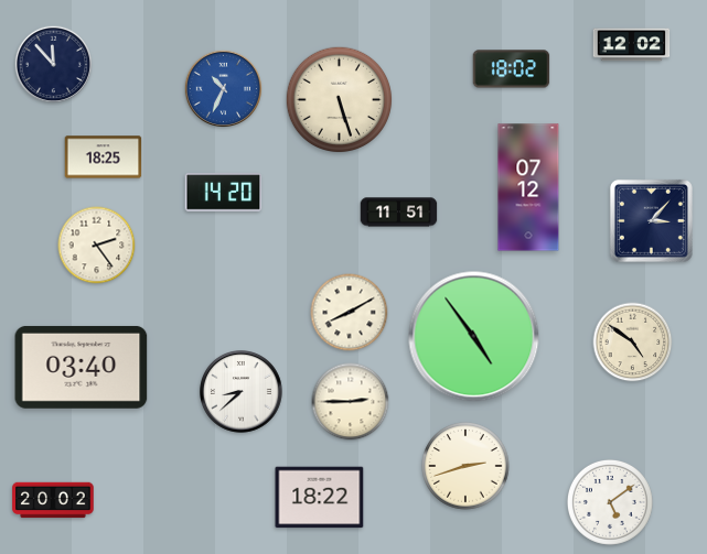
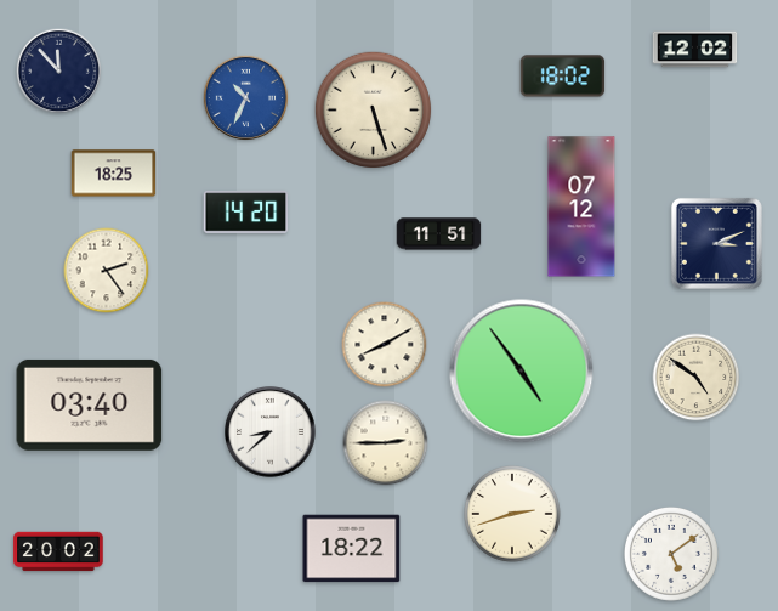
clock at (651, 220): 3:07 -> 3:11
clock at (242, 392) position: (242, 392) -> (271, 432)
